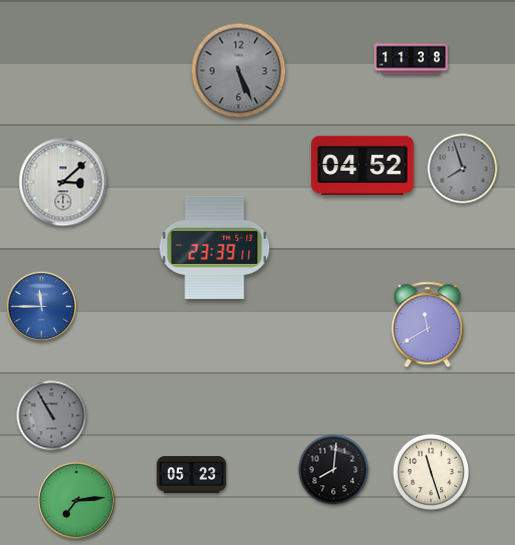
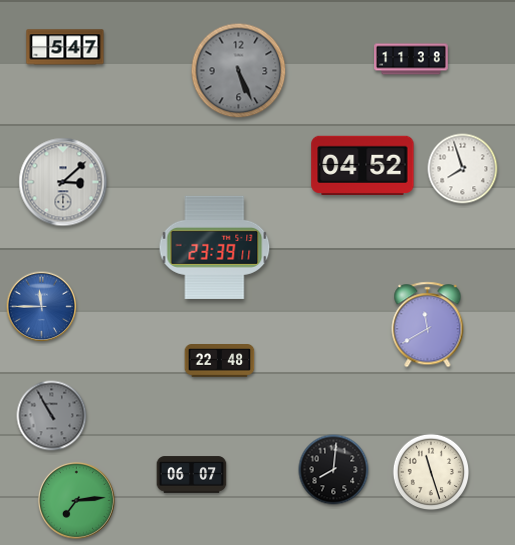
clock at (65, 47): none -> 5:47
clock at (463, 169) dial: grey -> white
clock at (220, 361): none -> 22:48
clock at (192, 475): 05:23 -> 06:07
